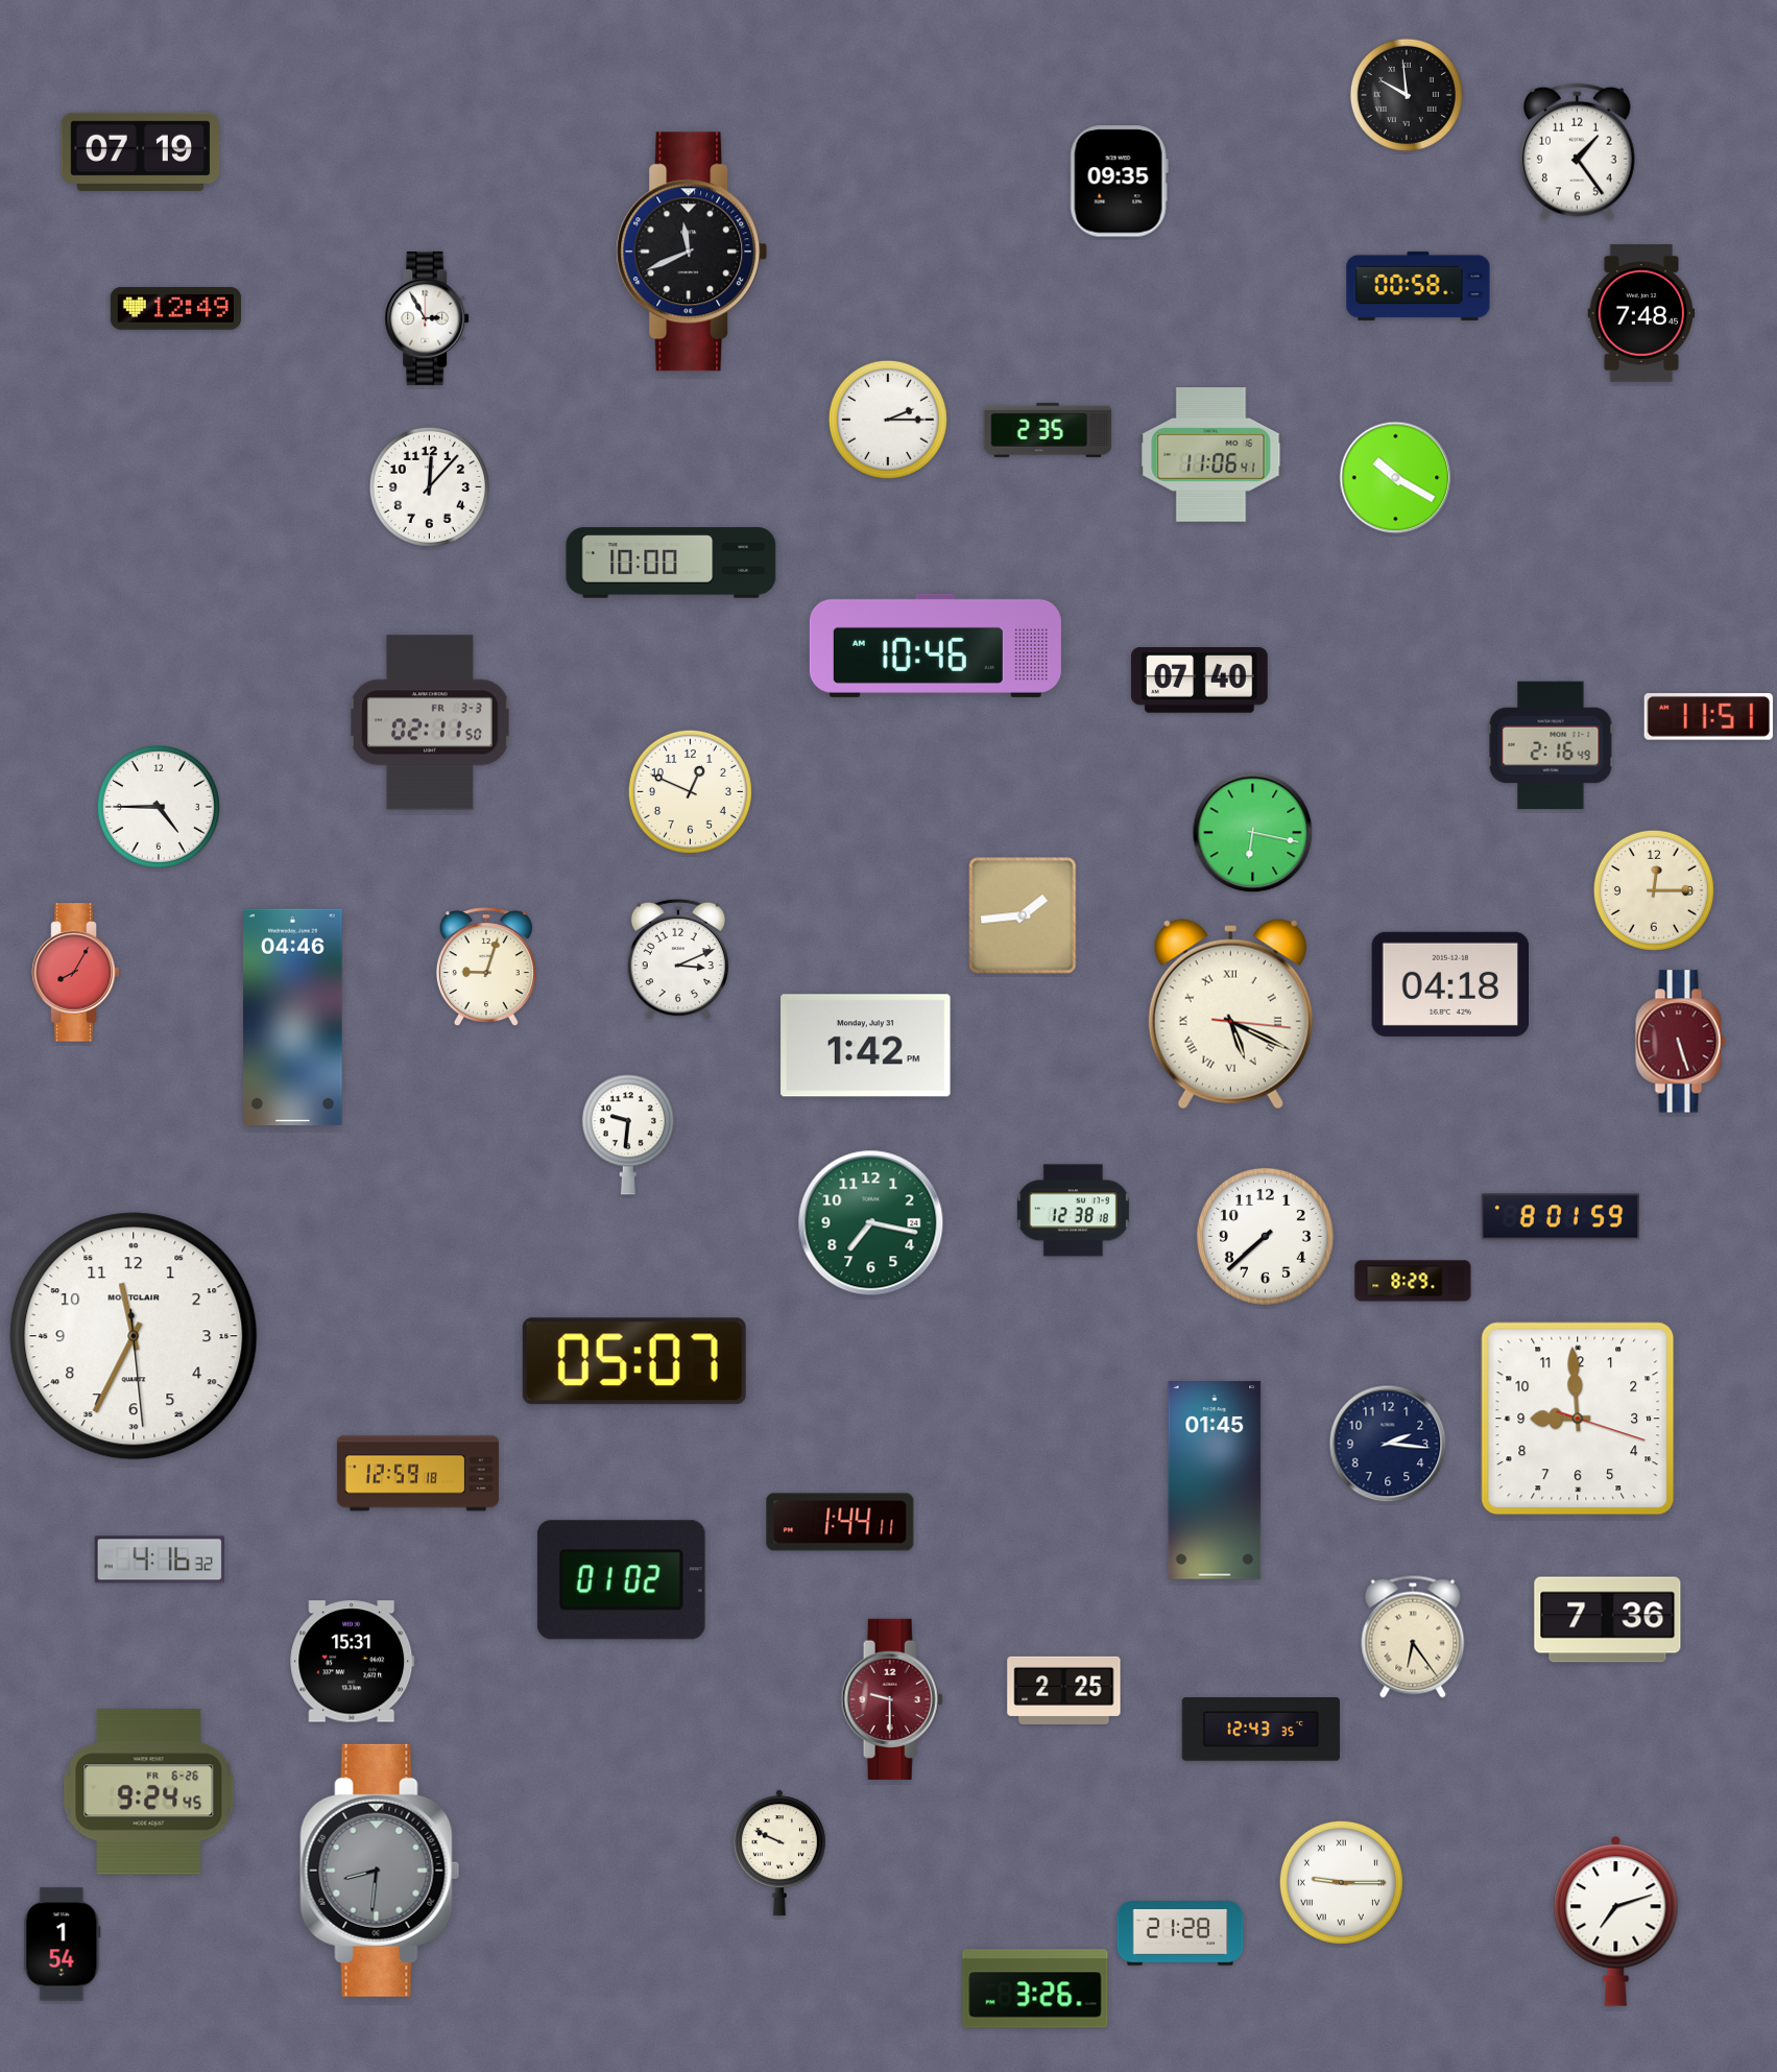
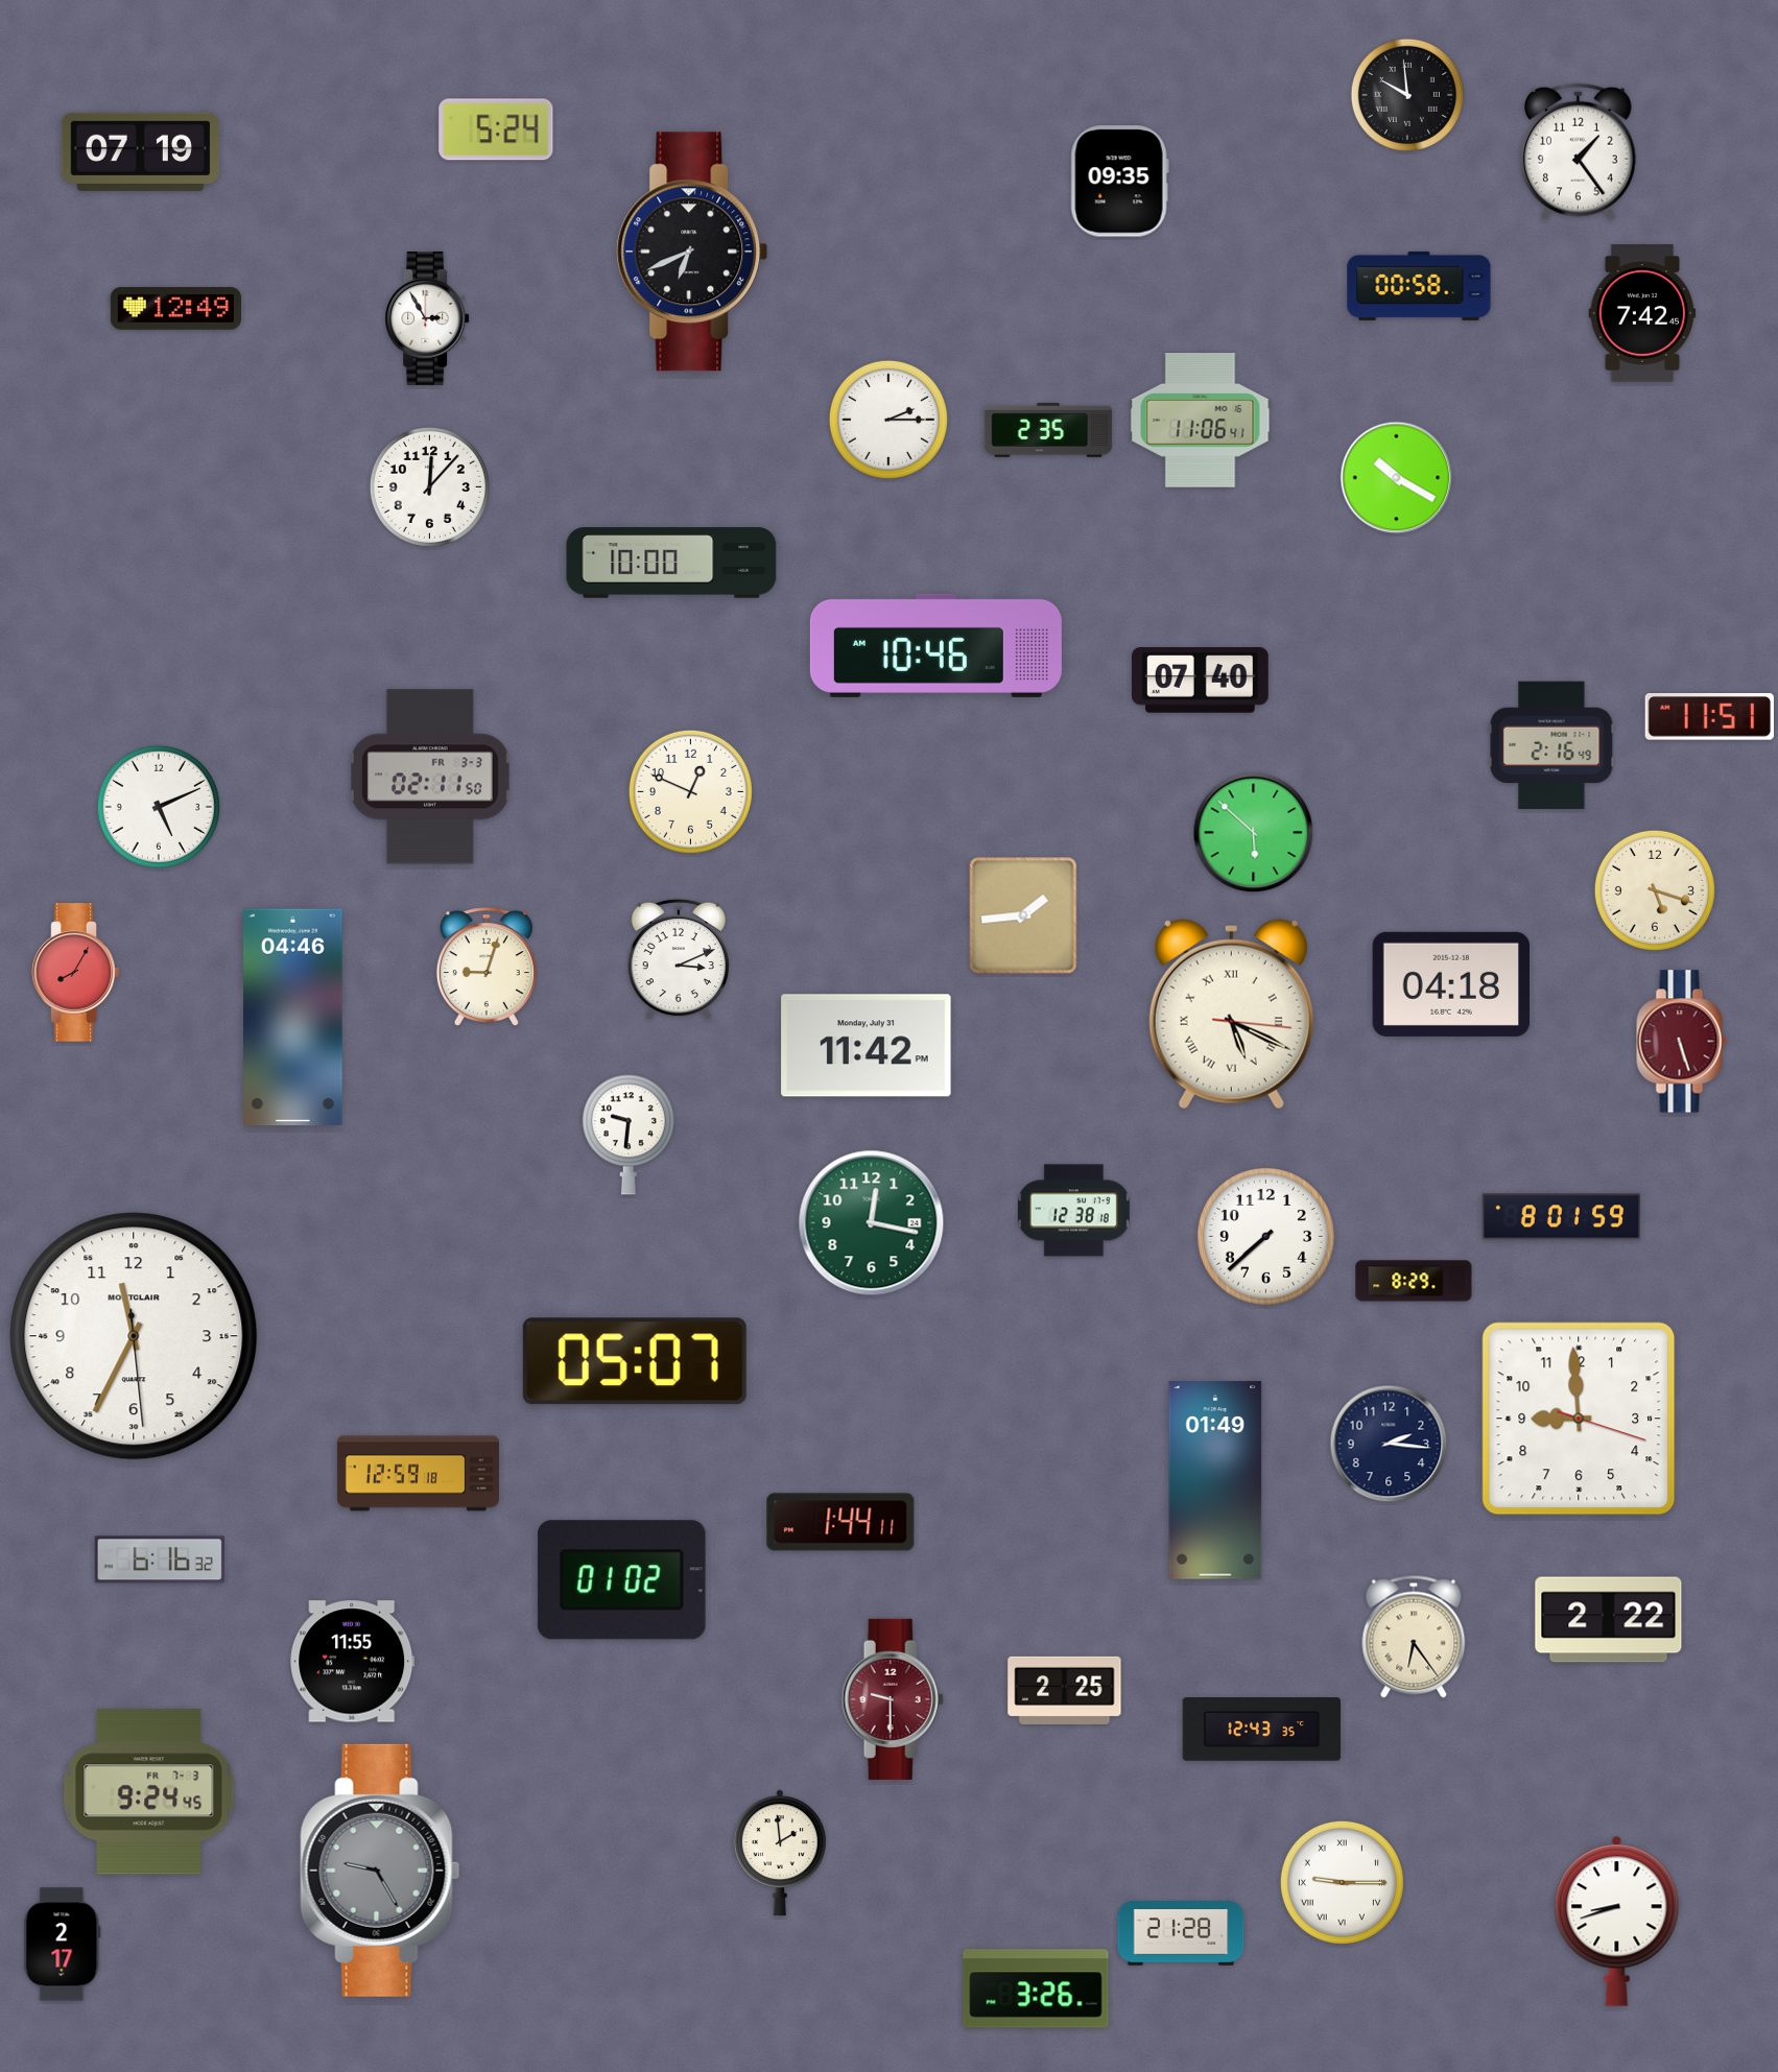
clock at (496, 129): none -> 5:24
clock at (692, 252): 11:41 -> 6:41
clock at (1641, 313): 7:48 -> 7:42
clock at (1211, 455) position: (1211, 455) -> (1201, 421)
clock at (430, 722) position: (430, 722) -> (430, 777)
clock at (159, 807): 4:45 -> 5:11
clock at (1253, 833): 6:17 -> 5:52
clock at (1654, 890): 12:15 -> 5:18
clock at (866, 1046): 1:42 -> 11:42
clock at (871, 1223): 7:17 -> 12:17
clock at (1215, 1480): 01:45 -> 01:49
clock at (160, 1559): 4:16 -> 6:16
clock at (1608, 1620): 7:36 -> 2:22
clock at (353, 1662): 15:31 -> 11:55
clock at (149, 1792) date: FR 6-26 -> FR 7-3
clock at (779, 1853): 9:49 -> 1:59
clock at (380, 1871): 8:31 -> 9:25
clock at (1616, 1921): 7:12 -> 8:42
clock at (63, 1945): 1:54 -> 2:17
